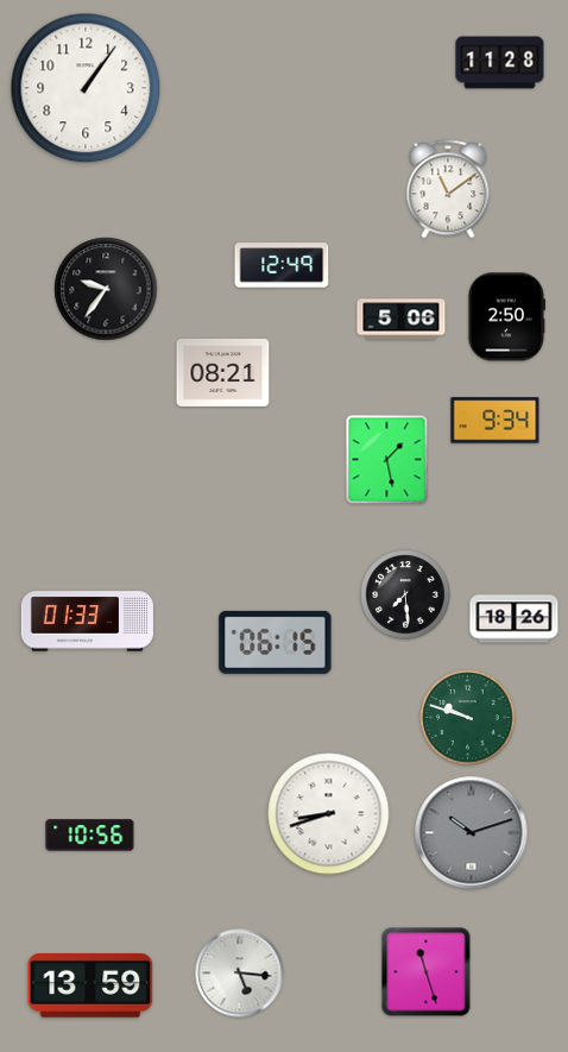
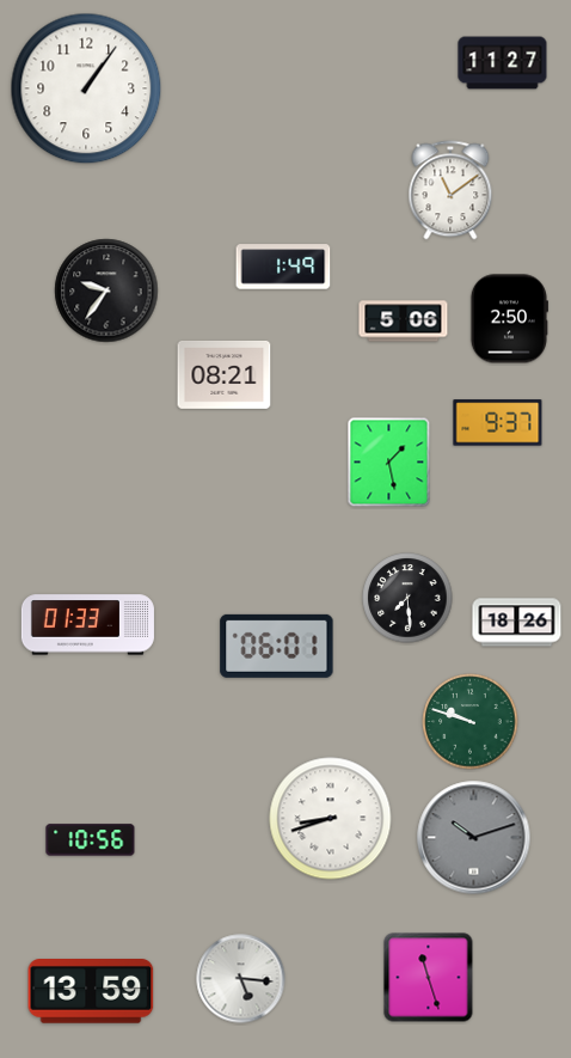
clock at (500, 63): 11:28 -> 11:27
clock at (282, 265): 12:49 -> 1:49
clock at (496, 421): 9:34 -> 9:37
clock at (276, 642): 06:15 -> 06:01
